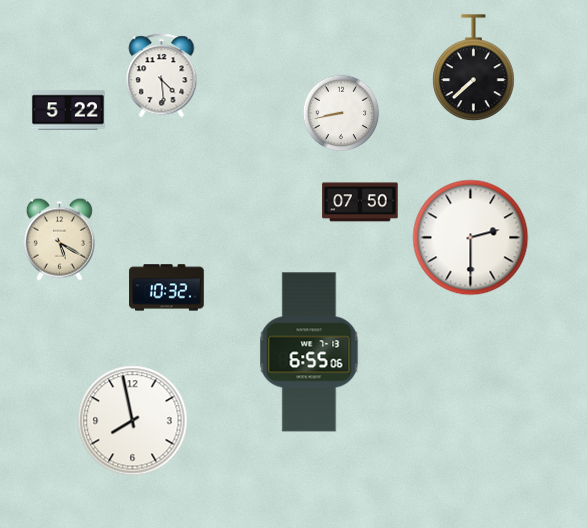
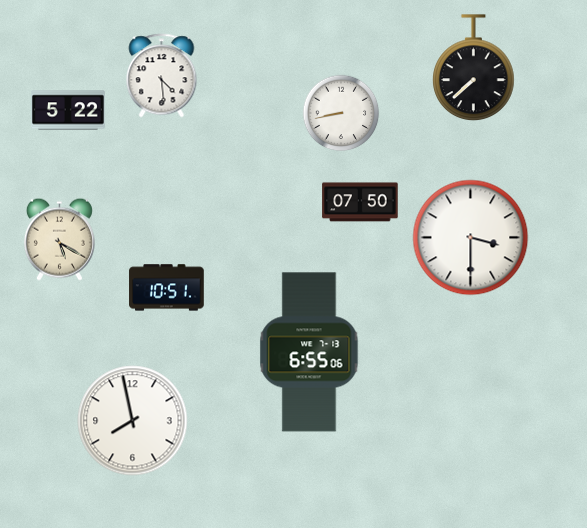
clock at (471, 238): 2:30 -> 3:30
clock at (167, 288): 10:32 -> 10:51
